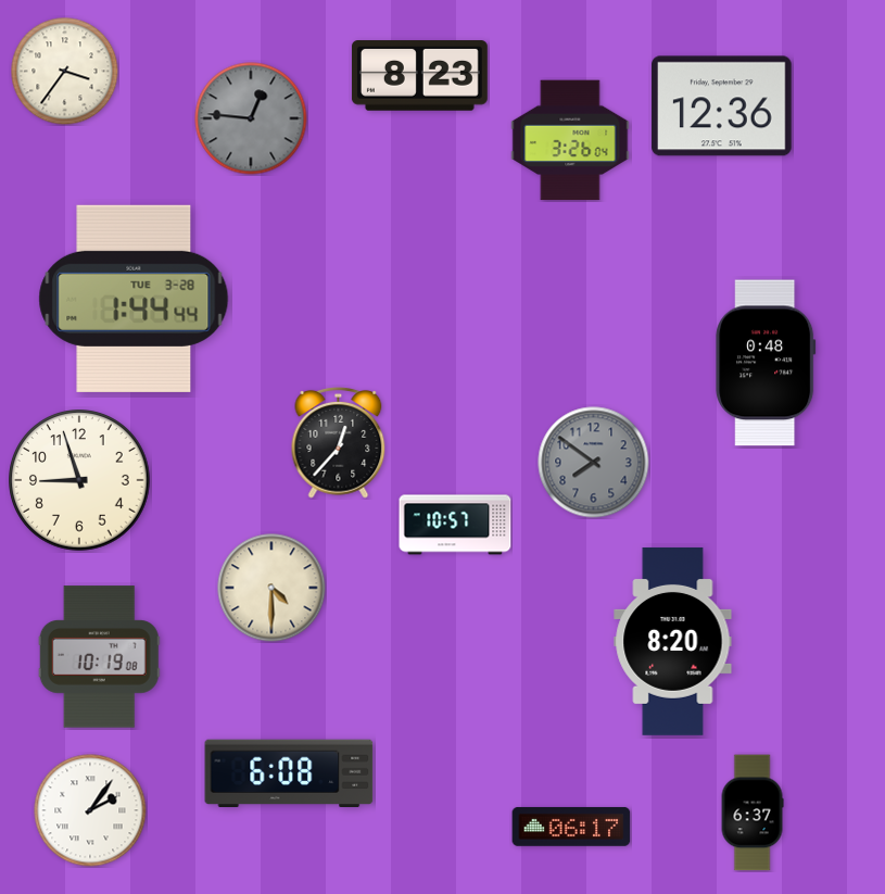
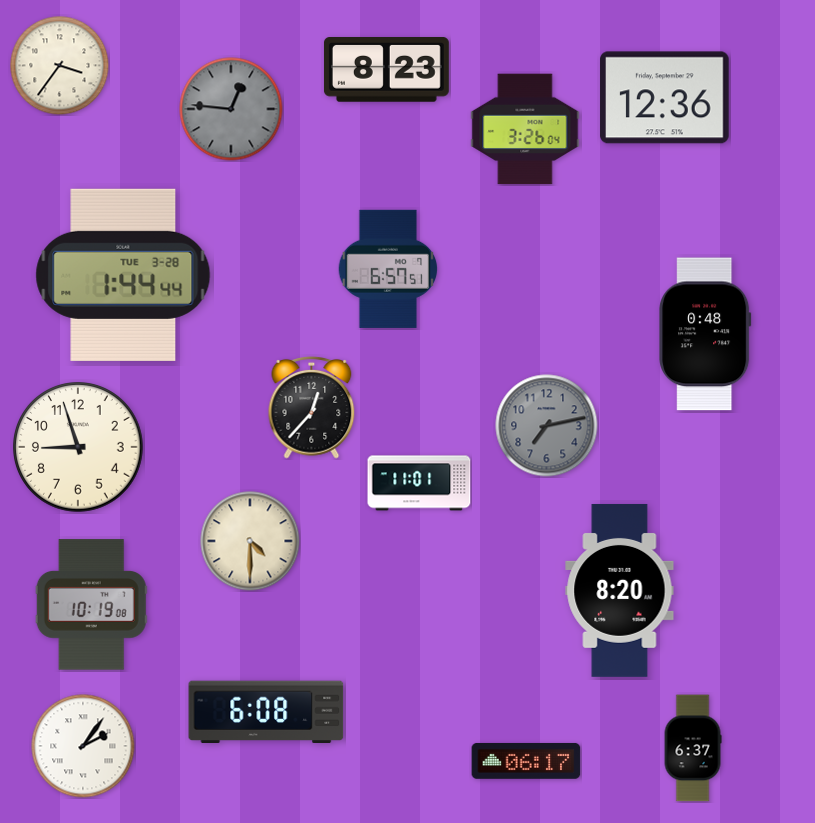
clock at (388, 269): none -> 6:57
clock at (594, 463): 7:51 -> 7:13
clock at (79, 480) position: (79, 480) -> (78, 447)
clock at (455, 525): 10:57 -> 11:01
